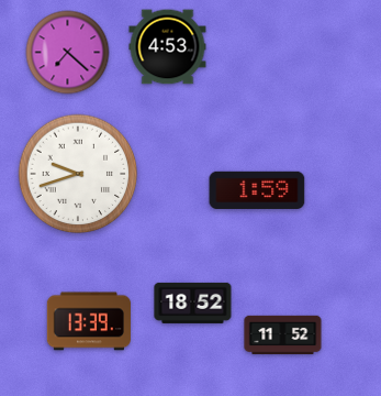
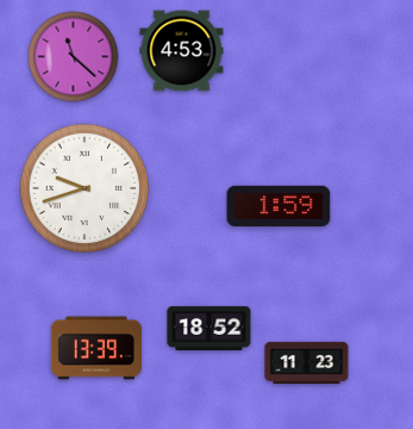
clock at (68, 53): 7:22 -> 11:22
clock at (283, 335): 11:52 -> 11:23
